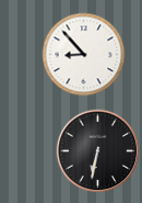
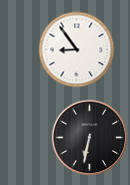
clock at (84, 55): 8:53 -> 8:54
